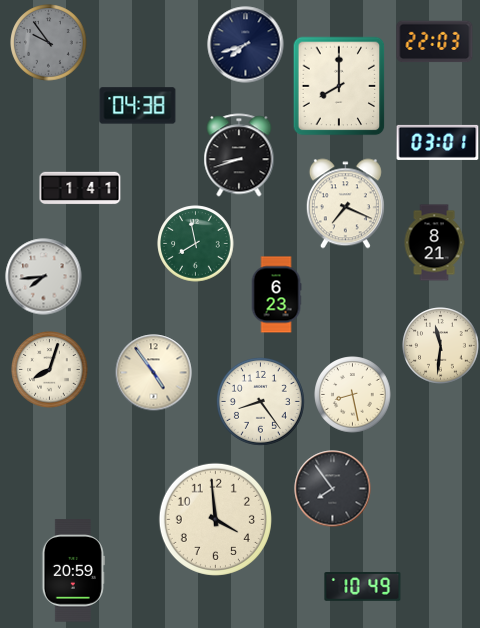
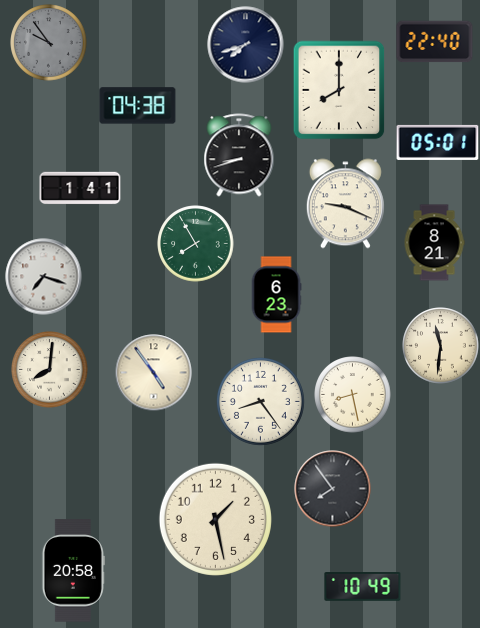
clock at (435, 42): 22:03 -> 22:40
clock at (339, 86) position: (339, 86) -> (339, 90)
clock at (438, 142): 03:01 -> 05:01
clock at (345, 204): 7:19 -> 9:19
clock at (196, 244): 7:58 -> 7:55
clock at (44, 277): 7:44 -> 7:18
clock at (50, 370): 8:03 -> 8:01
clock at (215, 519): 3:59 -> 1:28
clock at (73, 571): 20:59 -> 20:58
